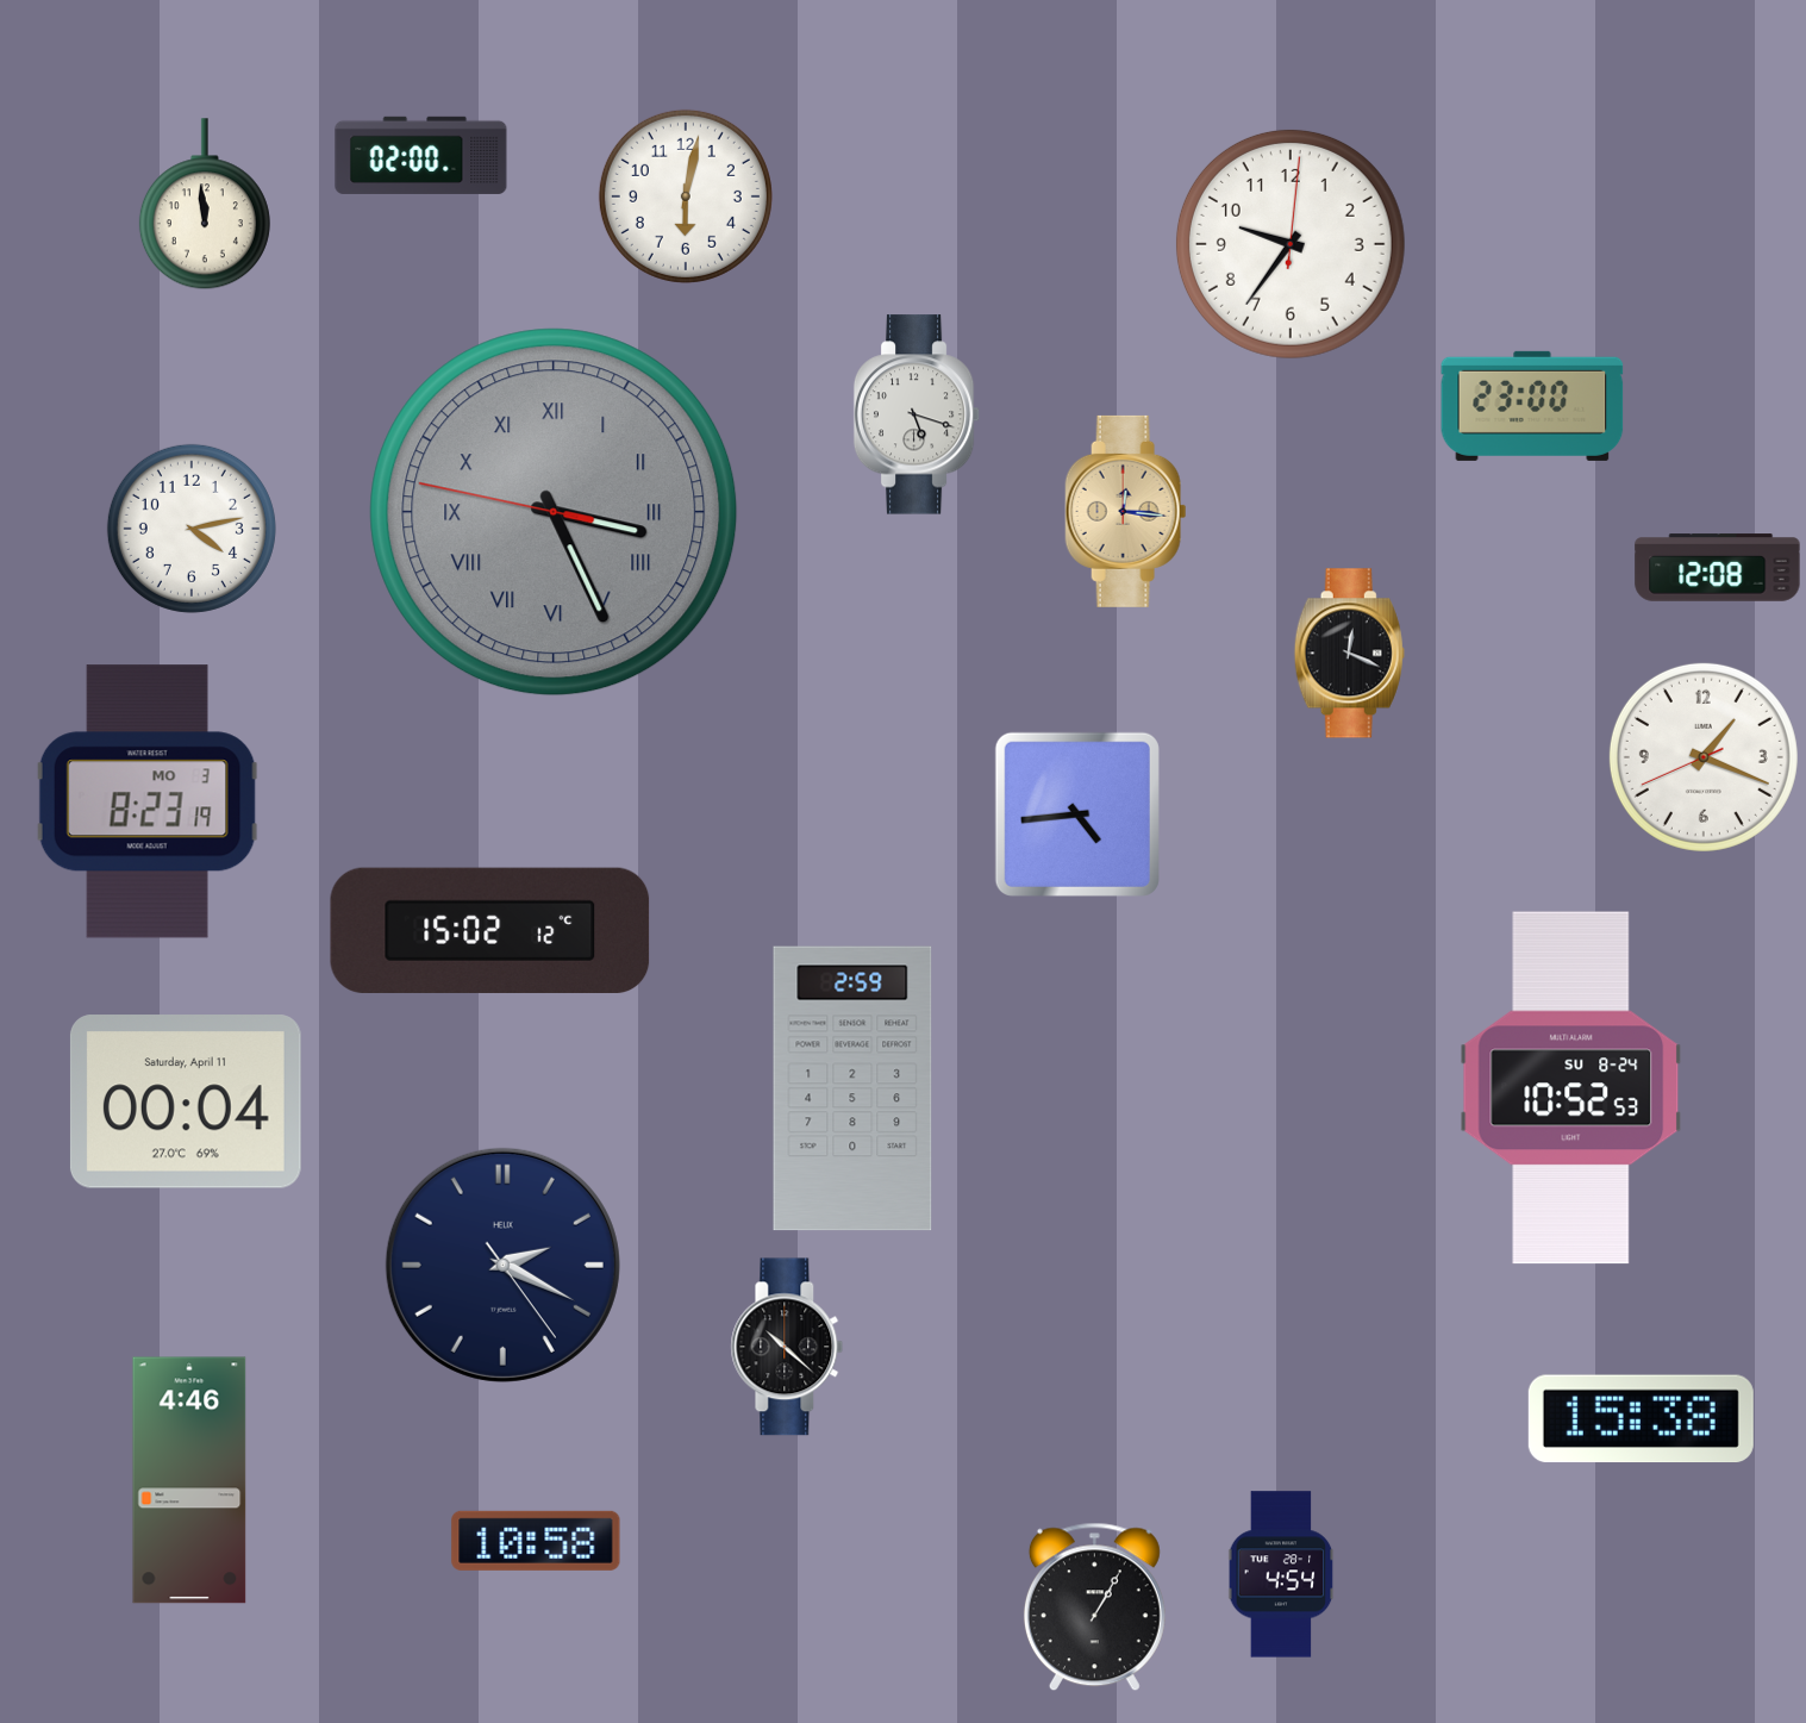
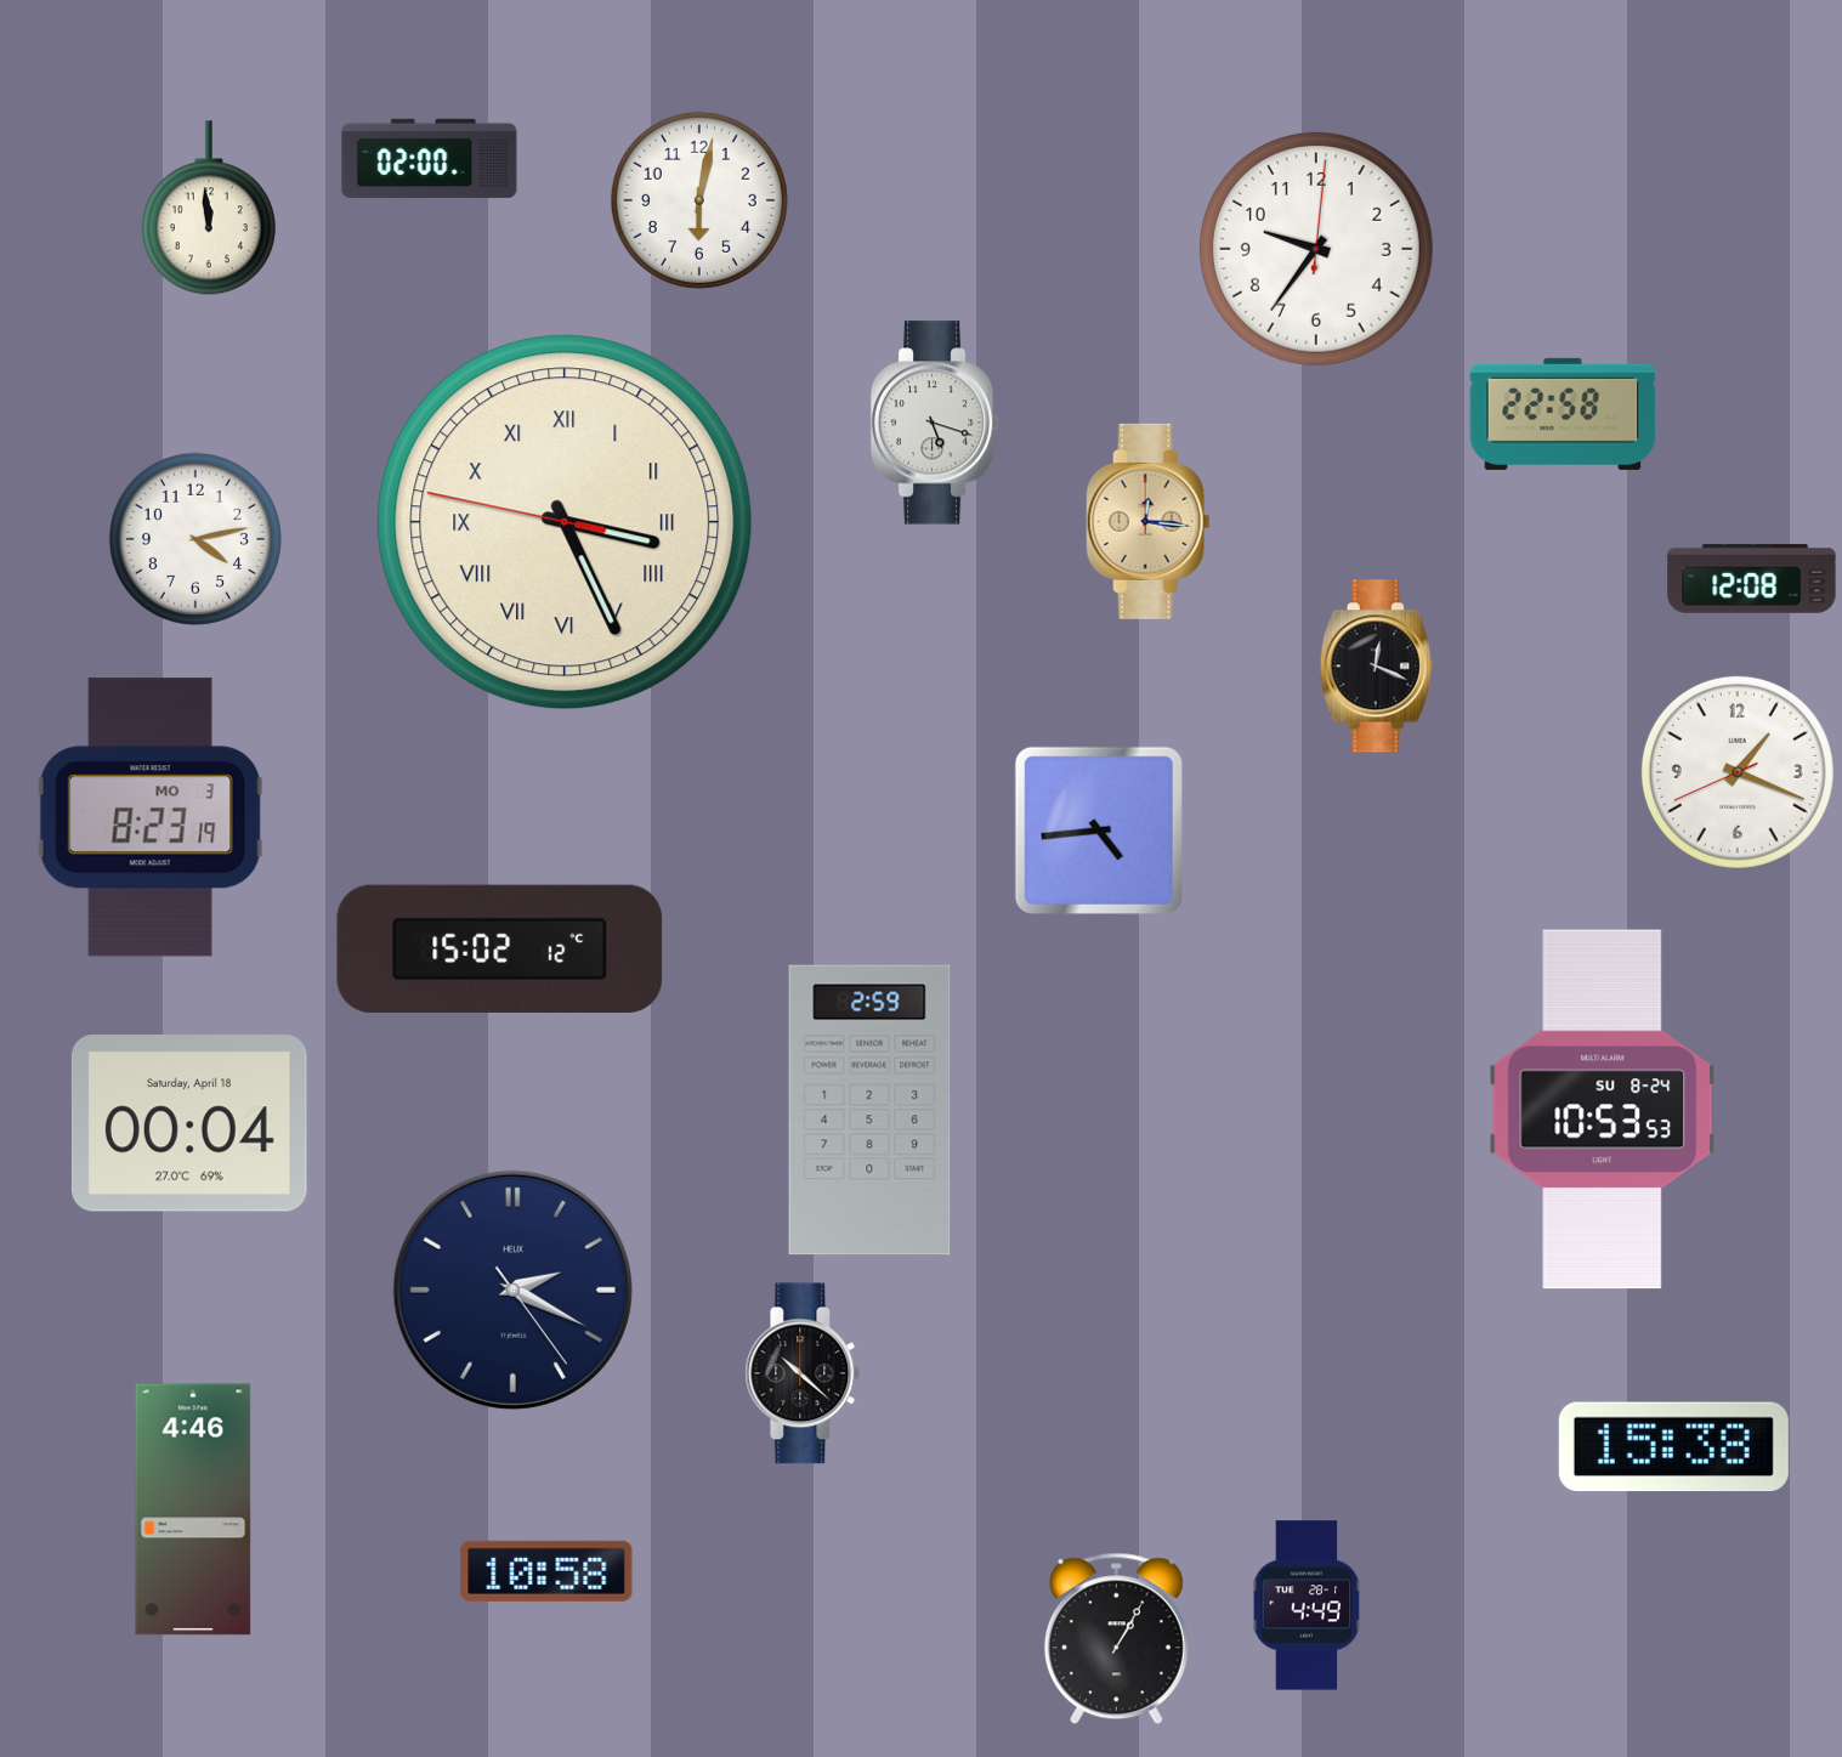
clock at (1532, 406): 23:00 -> 22:58
clock at (554, 512) dial: grey -> cream
clock at (1571, 1088): 10:52 -> 10:53
clock at (186, 1101) date: Saturday, April 11 -> Saturday, April 18
clock at (1281, 1574): 4:54 -> 4:49
